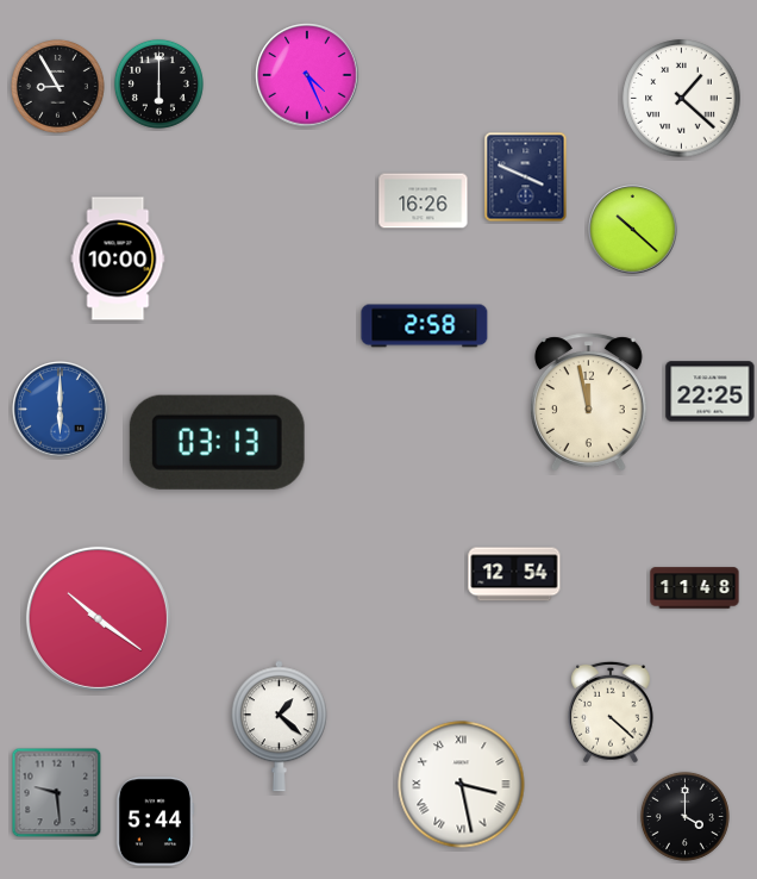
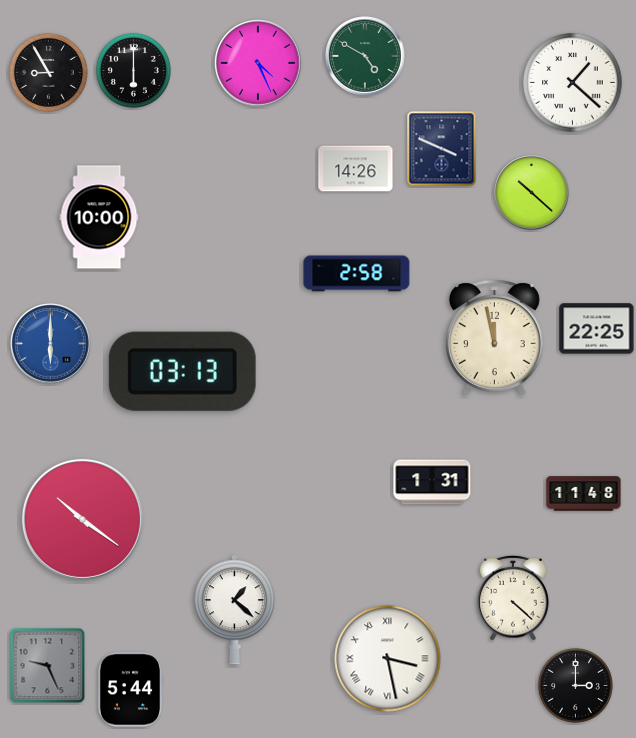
clock at (365, 56): none -> 4:50
clock at (424, 201): 16:26 -> 14:26
clock at (514, 574): 12:54 -> 1:31
clock at (57, 793): 9:29 -> 9:26
clock at (684, 816): 4:00 -> 3:00
